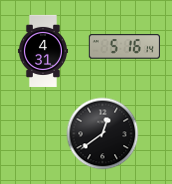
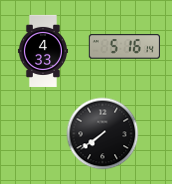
clock at (43, 51): 4:31 -> 4:33
clock at (103, 134): 12:39 -> 7:39
